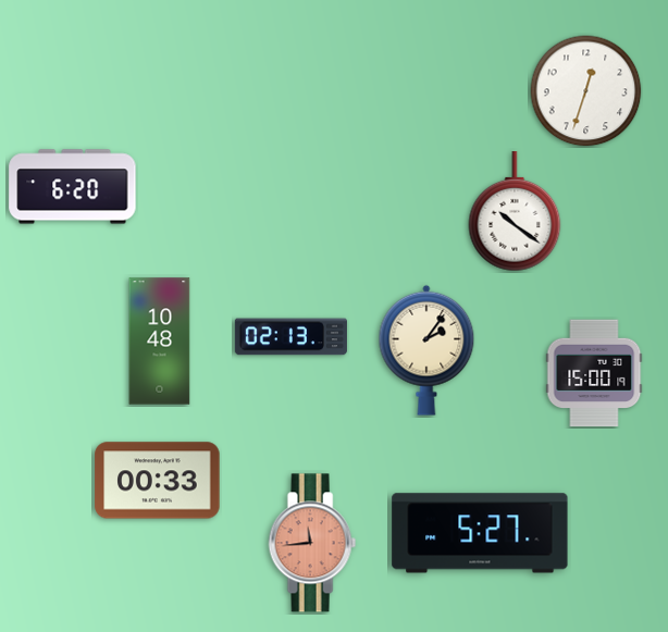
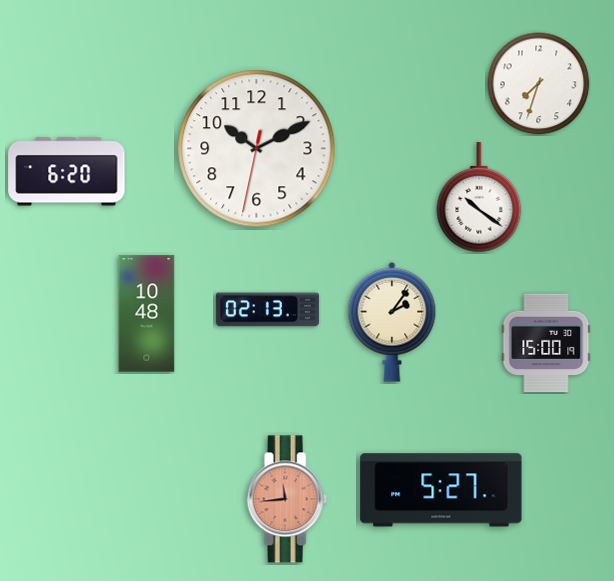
clock at (586, 91): 12:33 -> 7:33
clock at (257, 149): none -> 10:10
clock at (515, 212) position: (515, 212) -> (479, 198)
clock at (158, 481): 00:33 -> none
